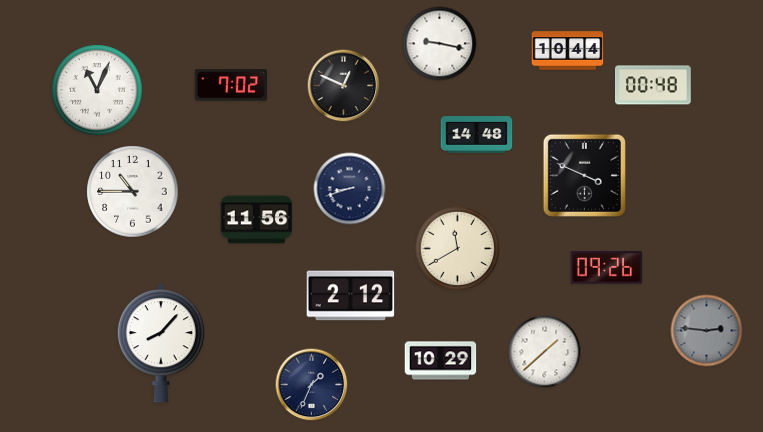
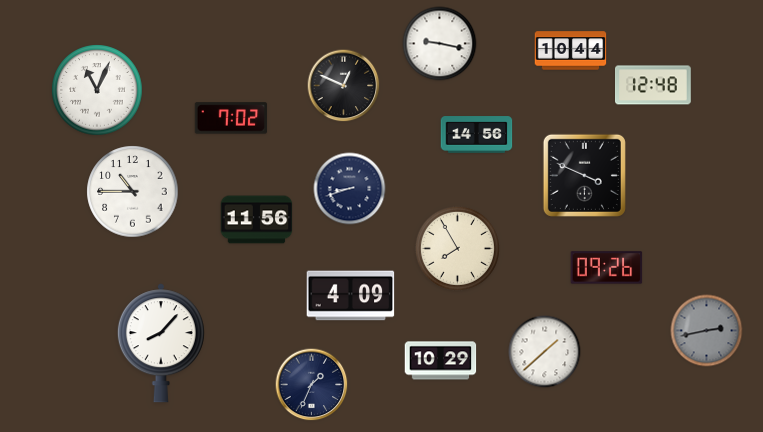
clock at (568, 51) position: (568, 51) -> (571, 51)
clock at (231, 85) position: (231, 85) -> (231, 118)
clock at (654, 85): 00:48 -> 12:48
clock at (477, 135): 14:48 -> 14:56
clock at (457, 248): 11:40 -> 7:55
clock at (351, 296): 2:12 -> 4:09
clock at (707, 331): 2:46 -> 2:43
